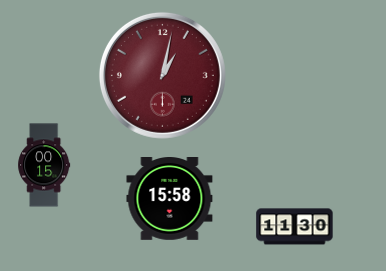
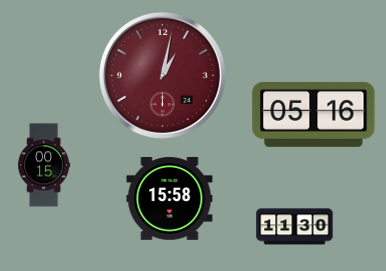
clock at (314, 114): none -> 05:16
